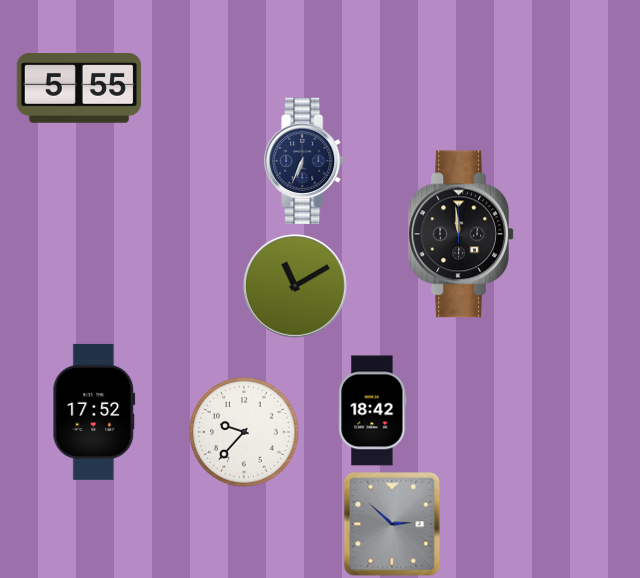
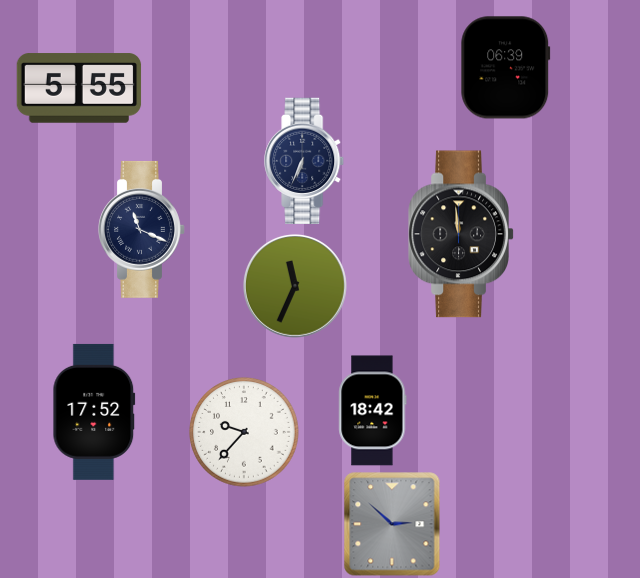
clock at (506, 68): none -> 06:39
clock at (142, 229): none -> 11:19
clock at (295, 286): 11:10 -> 11:34
